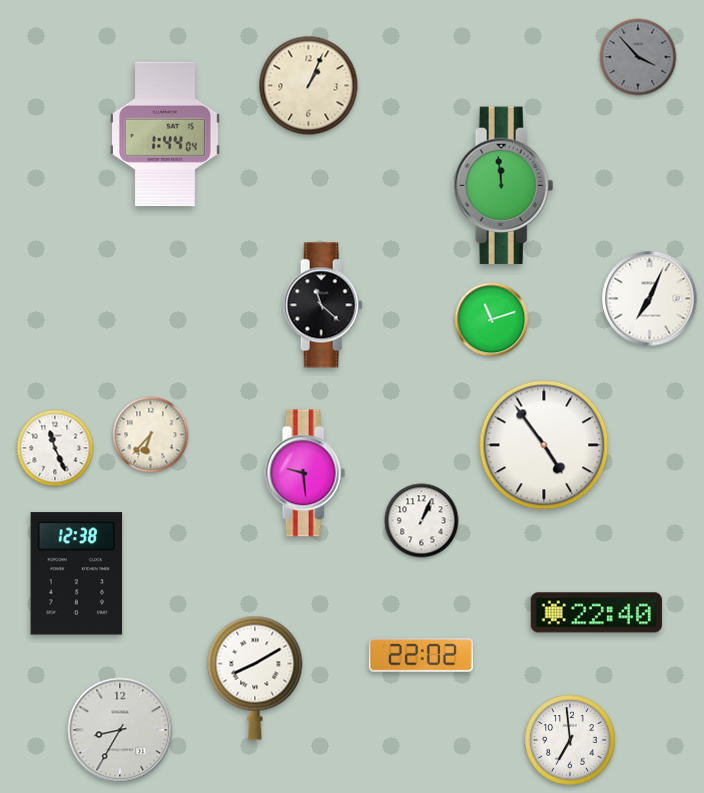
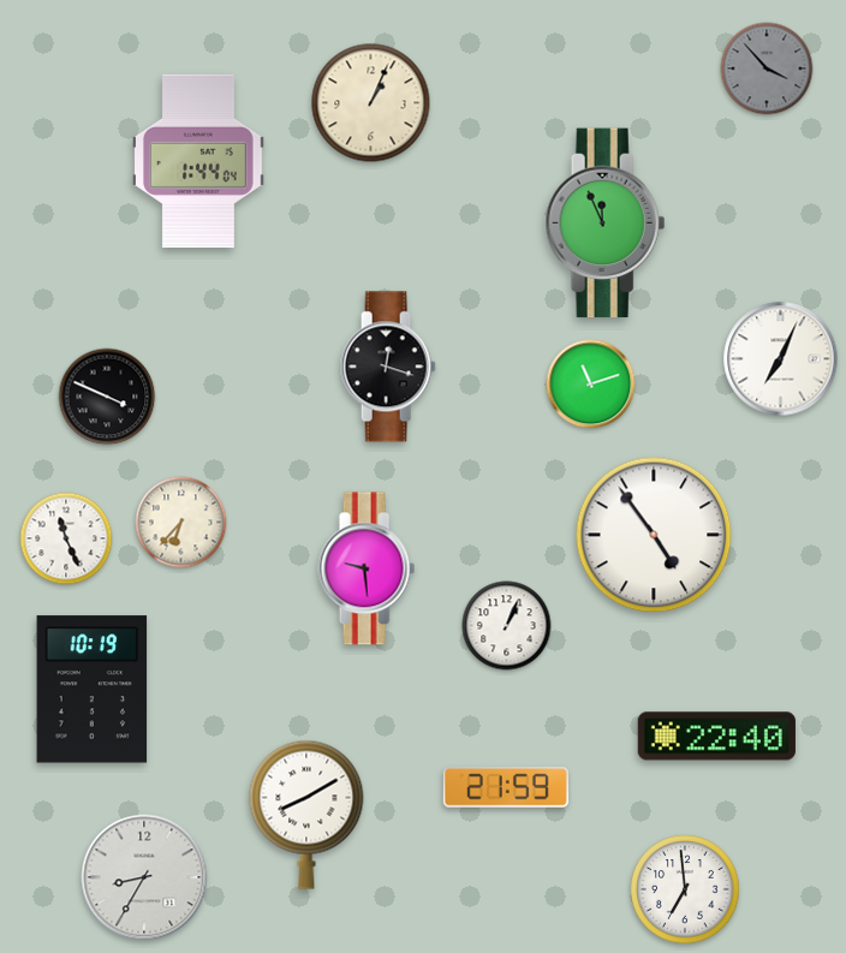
clock at (504, 186): 11:59 -> 11:56
clock at (323, 305): 11:22 -> 12:18
clock at (107, 397): none -> 3:49
clock at (77, 574): 12:38 -> 10:19
clock at (421, 655): 22:02 -> 21:59
